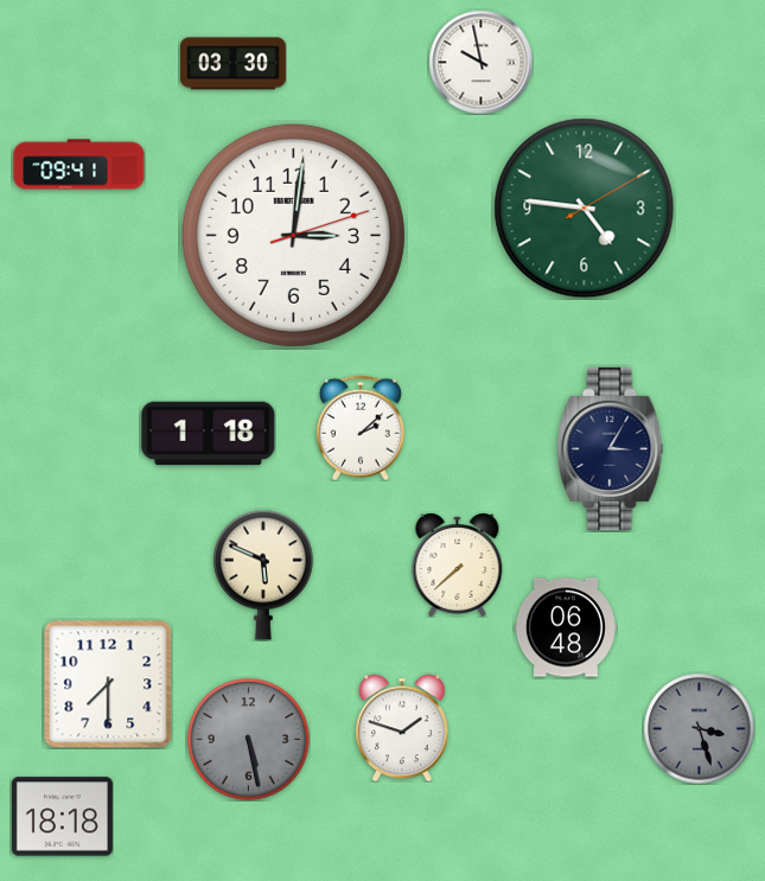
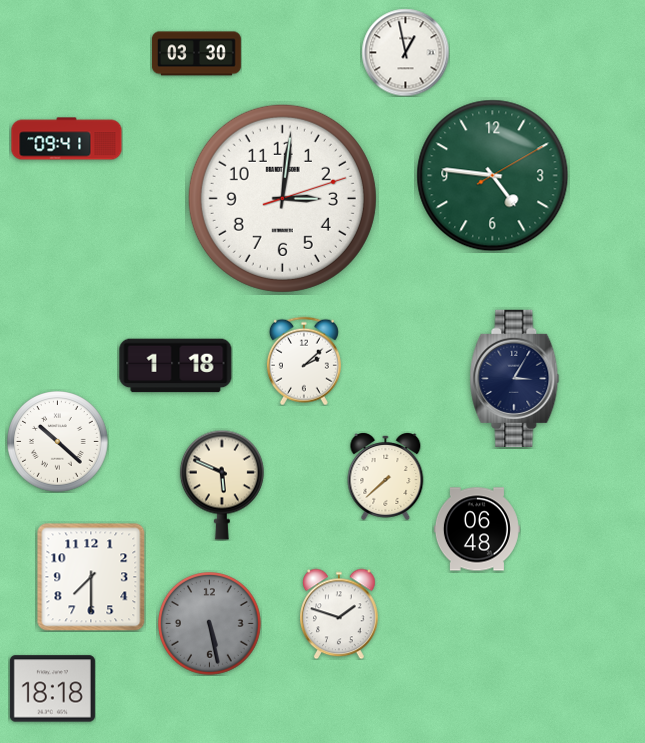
clock at (480, 62): 9:58 -> 12:58
clock at (293, 235) position: (293, 235) -> (282, 198)
clock at (58, 442): none -> 10:22
clock at (699, 728): 3:27 -> none
